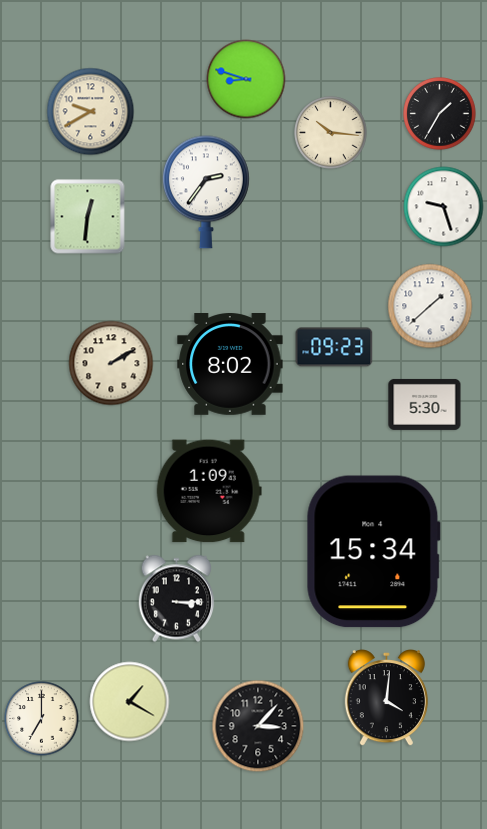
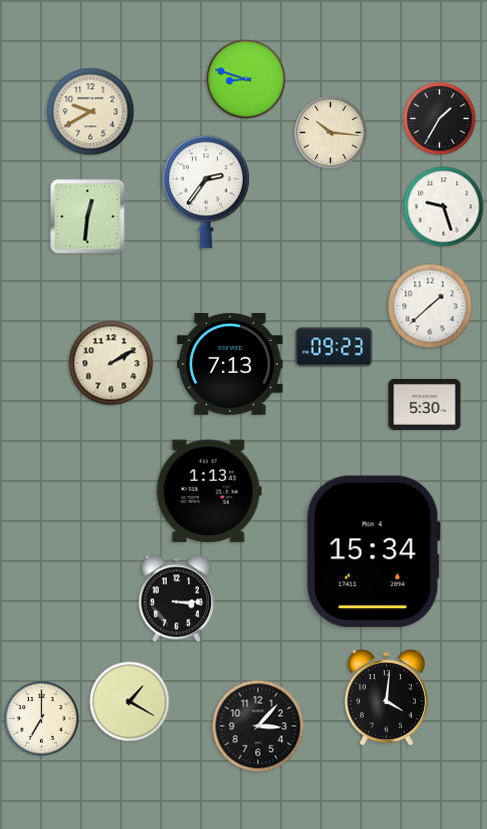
clock at (440, 114) position: (440, 114) -> (440, 119)
clock at (230, 365): 8:02 -> 7:13
clock at (209, 491): 1:09 -> 1:13
